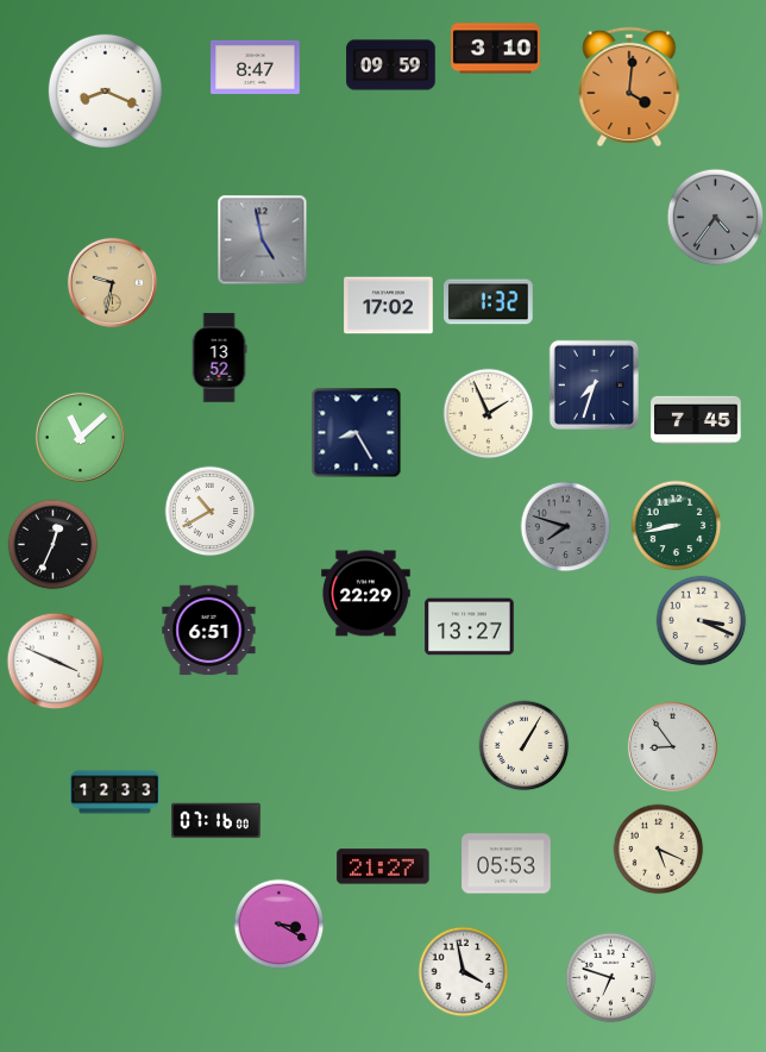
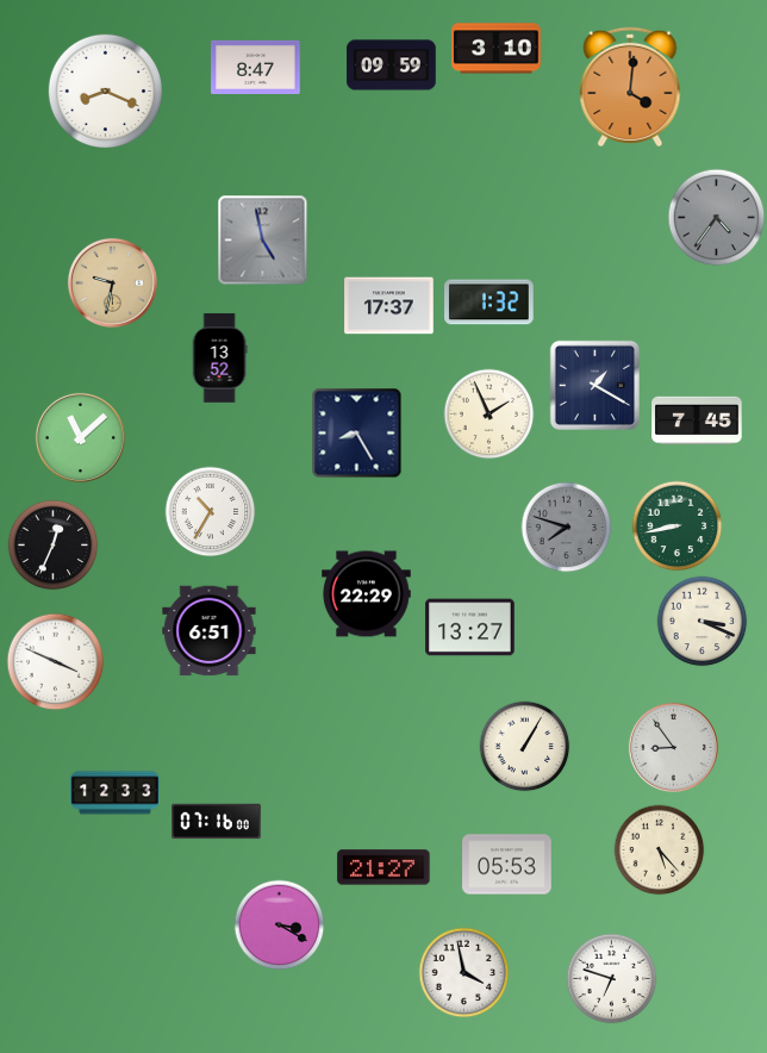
clock at (389, 306): 17:02 -> 17:37
clock at (594, 384): 7:33 -> 1:20
clock at (211, 512): 10:40 -> 10:35
clock at (659, 850): 5:19 -> 5:23
